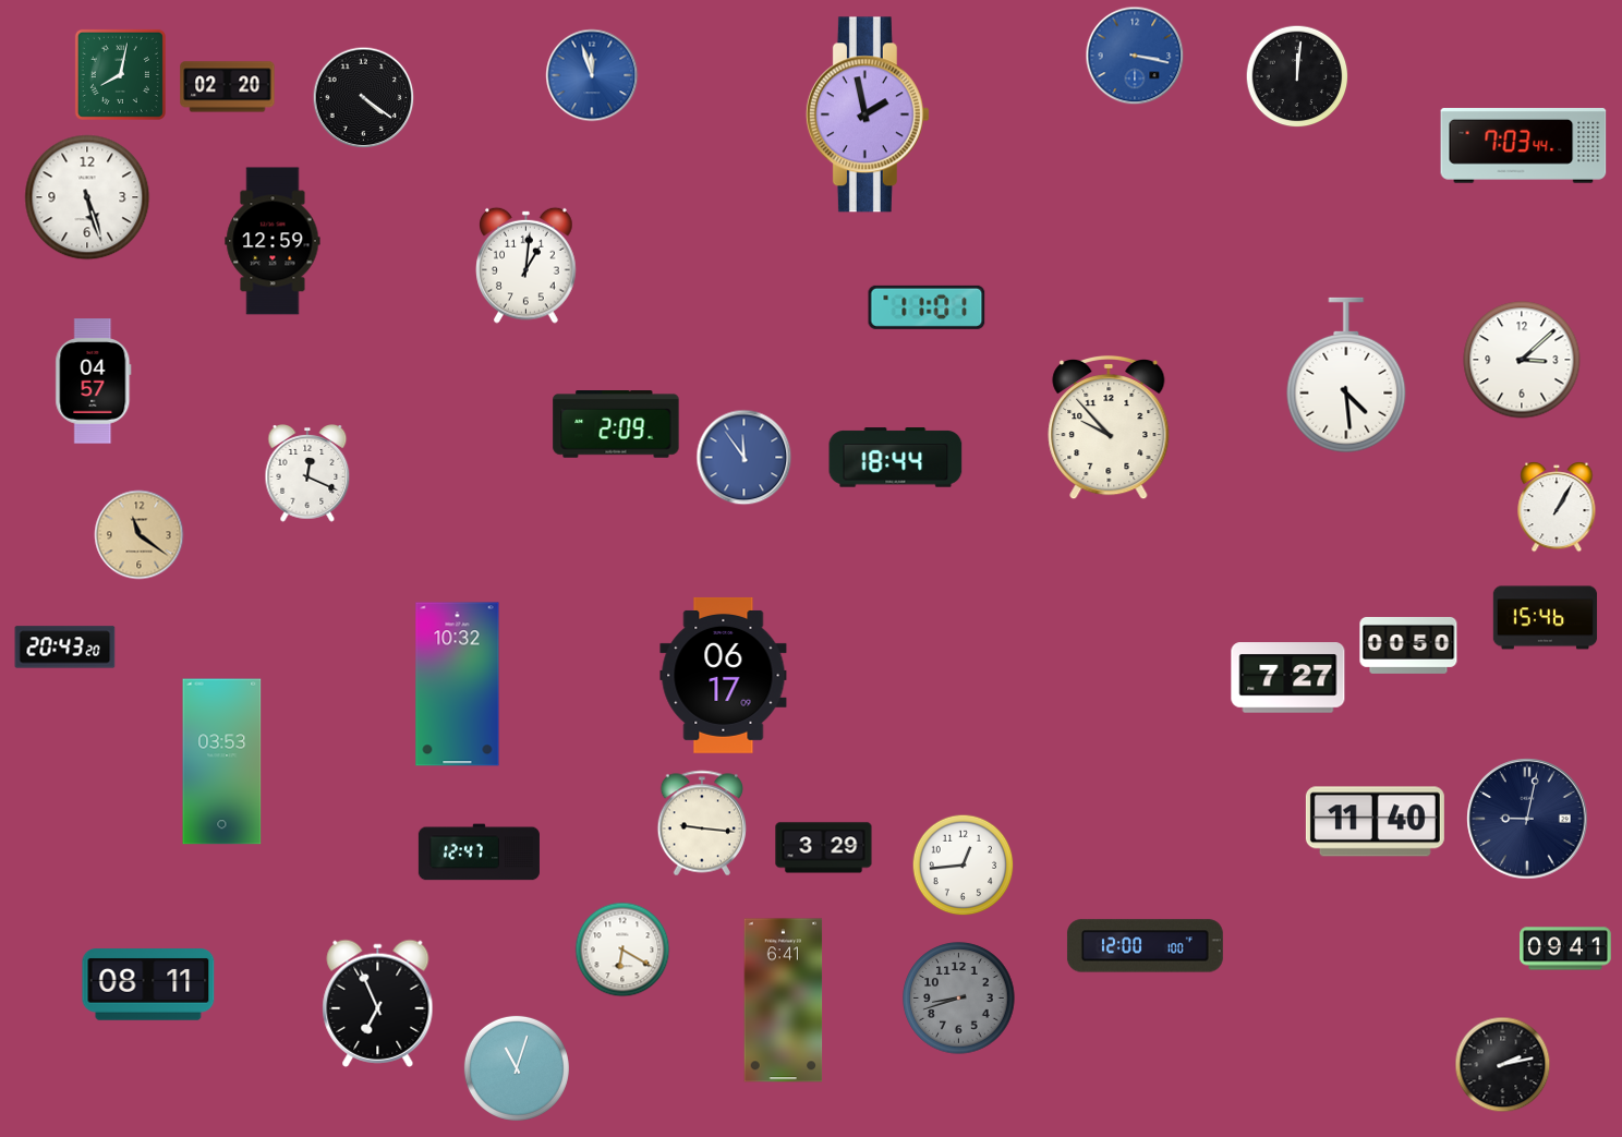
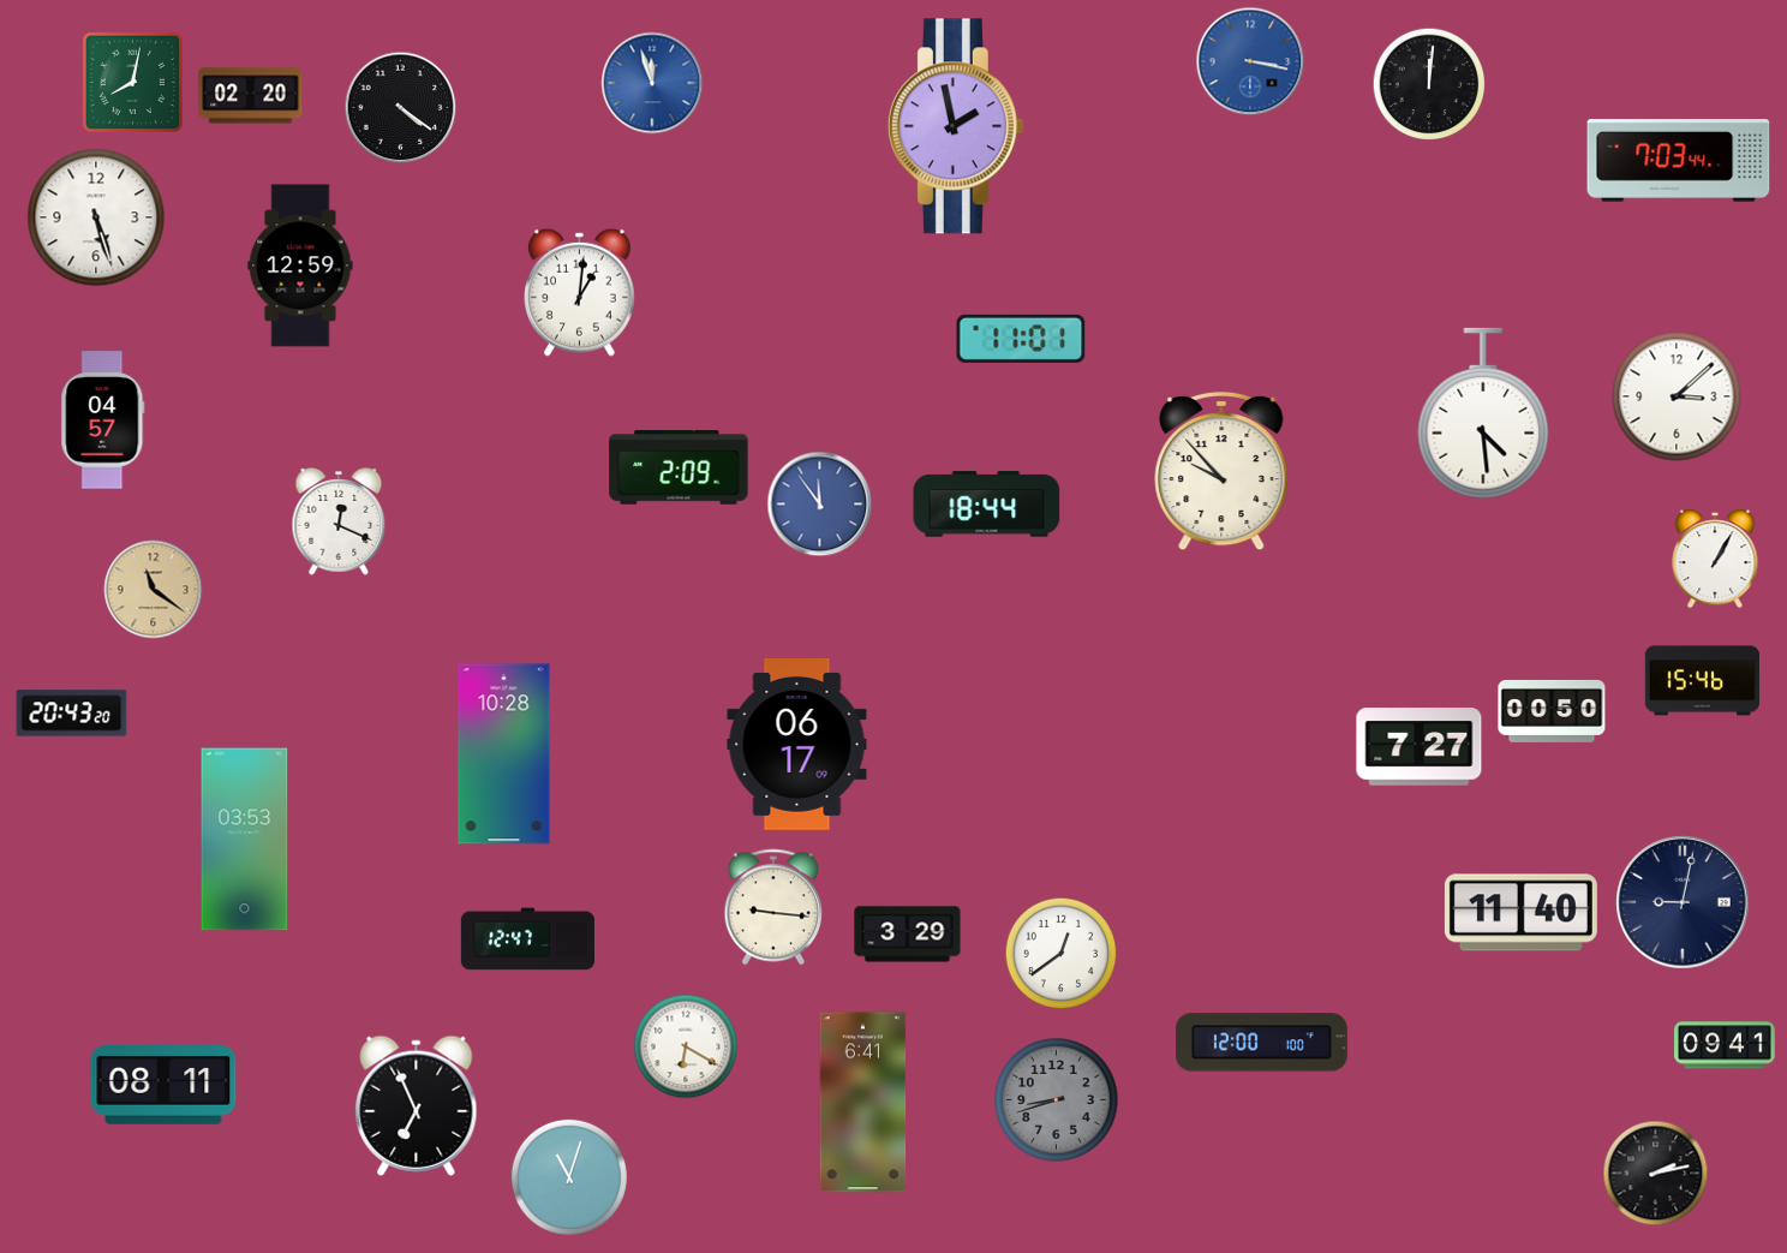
clock at (458, 685): 10:32 -> 10:28
clock at (1375, 822) position: (1375, 822) -> (1520, 913)
clock at (964, 866): 12:44 -> 12:39
